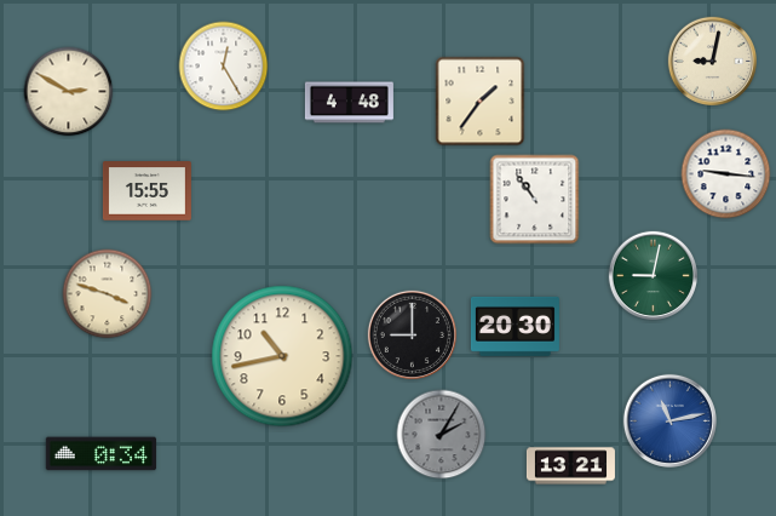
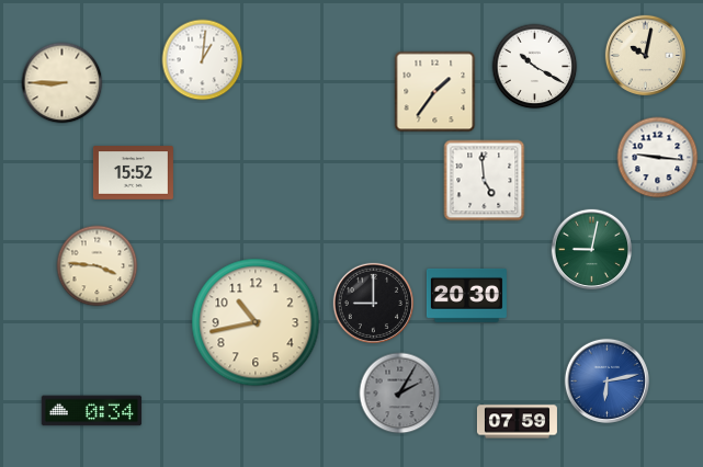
clock at (712, 61): 9:02 -> 10:02
clock at (224, 67): 12:25 -> 1:01
clock at (535, 67): none -> 10:20
clock at (69, 92): 2:50 -> 8:45
clock at (349, 103): 4:48 -> none
clock at (146, 191): 15:55 -> 15:52
clock at (535, 200): 10:54 -> 4:59
clock at (108, 294): 3:48 -> 3:46
clock at (669, 420): 11:13 -> 6:13
clock at (570, 466): 13:21 -> 07:59
